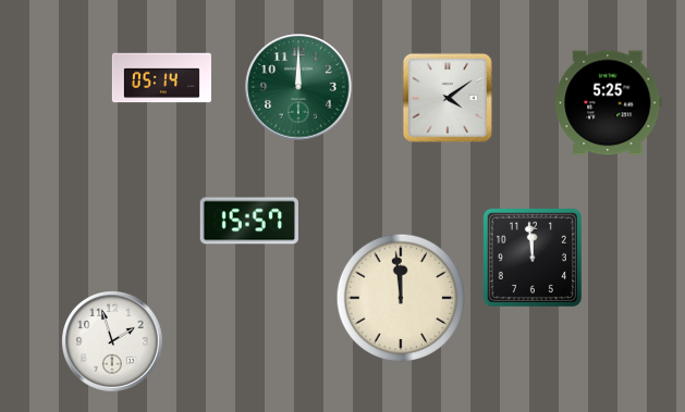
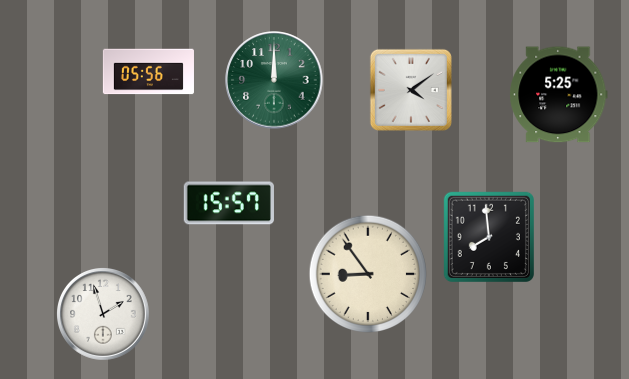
clock at (161, 78): 05:14 -> 05:56
clock at (533, 258): 11:59 -> 7:59
clock at (400, 297): 11:59 -> 8:54
